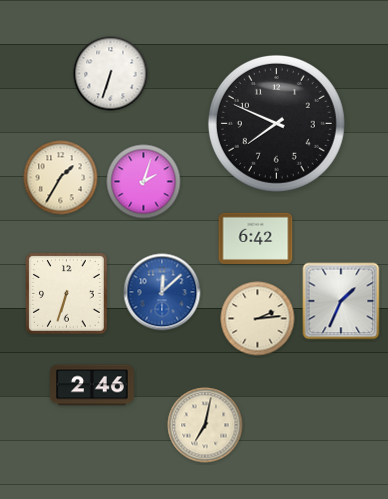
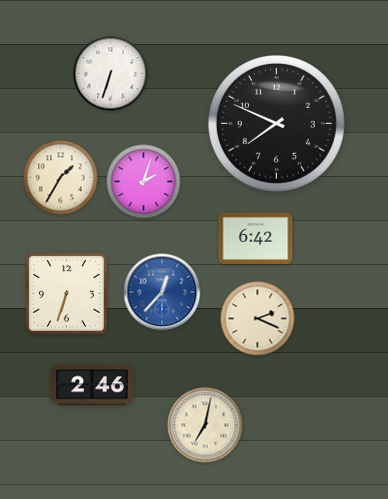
clock at (162, 292): 12:08 -> 12:37
clock at (341, 301): 1:34 -> none
clock at (258, 319): 2:14 -> 2:19
